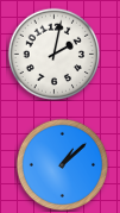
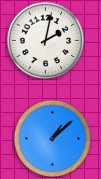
clock at (53, 54) position: (53, 54) -> (45, 40)
